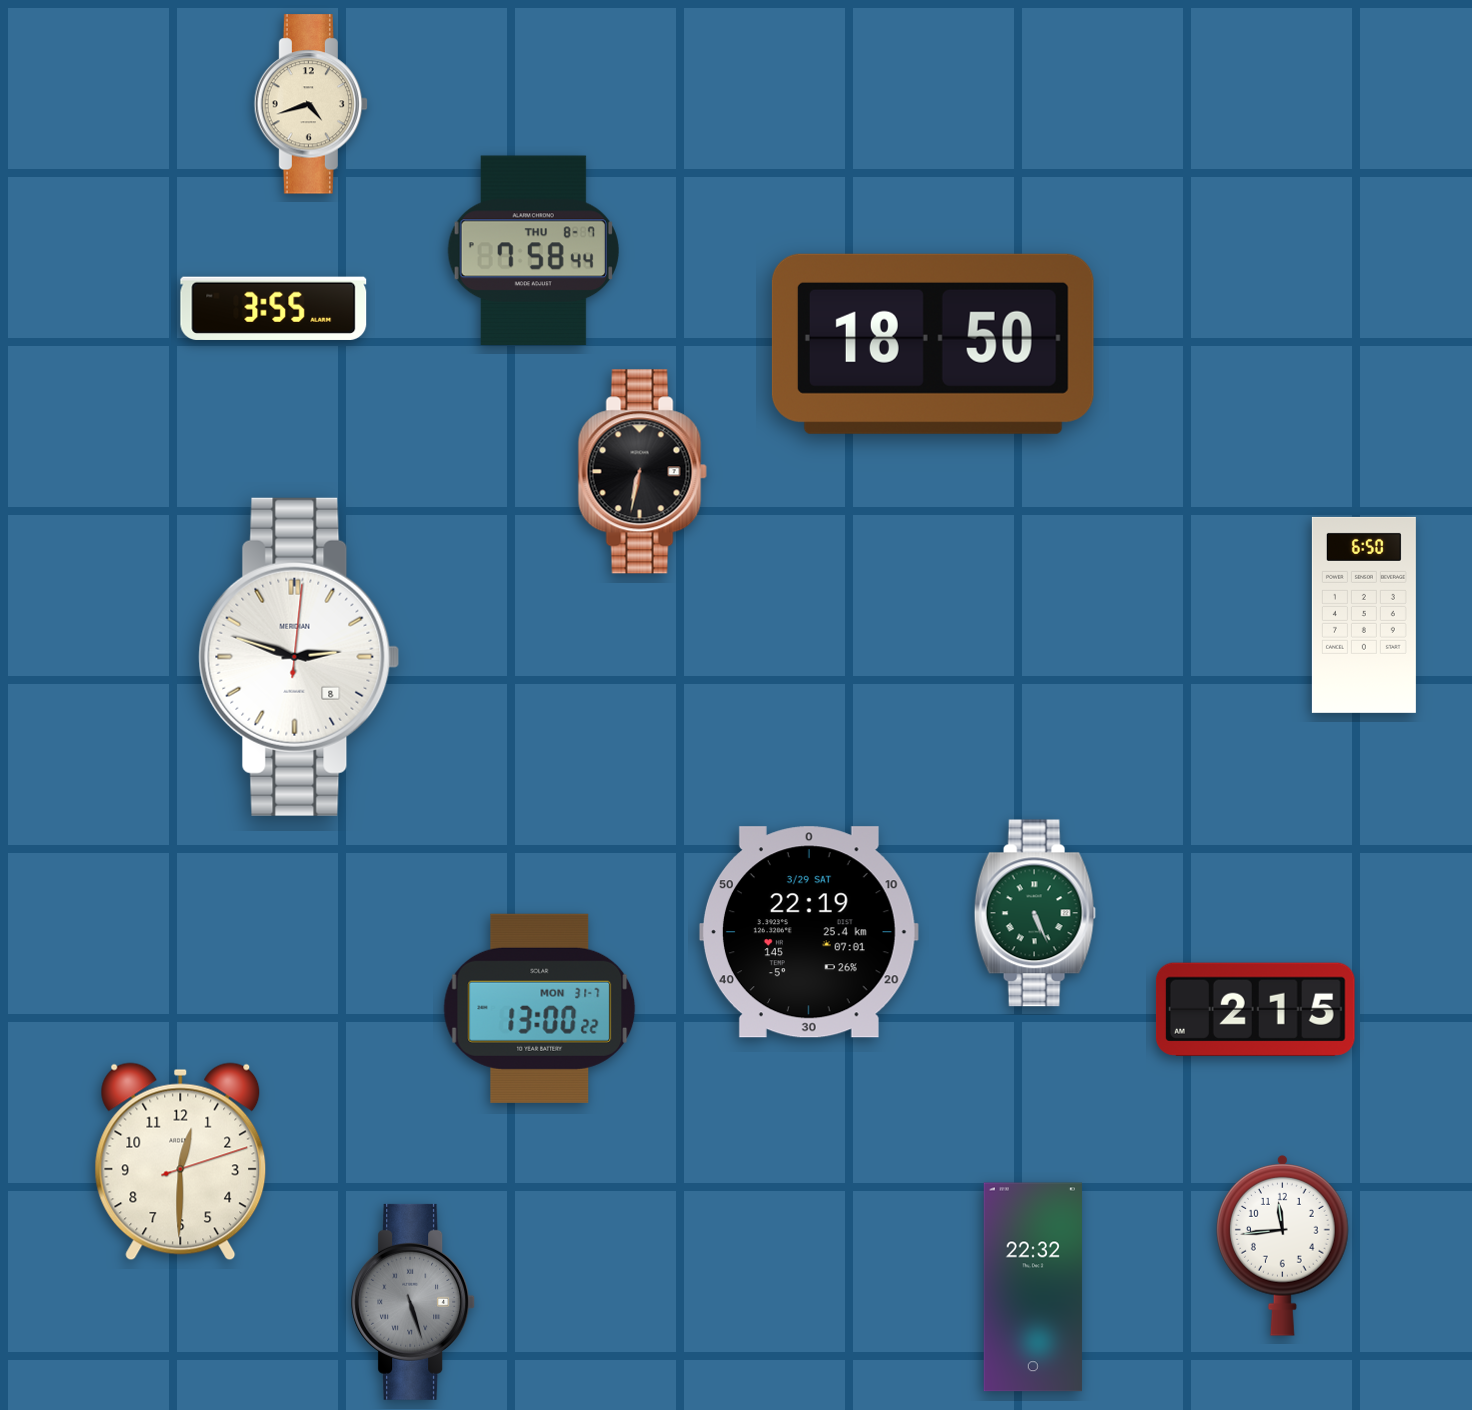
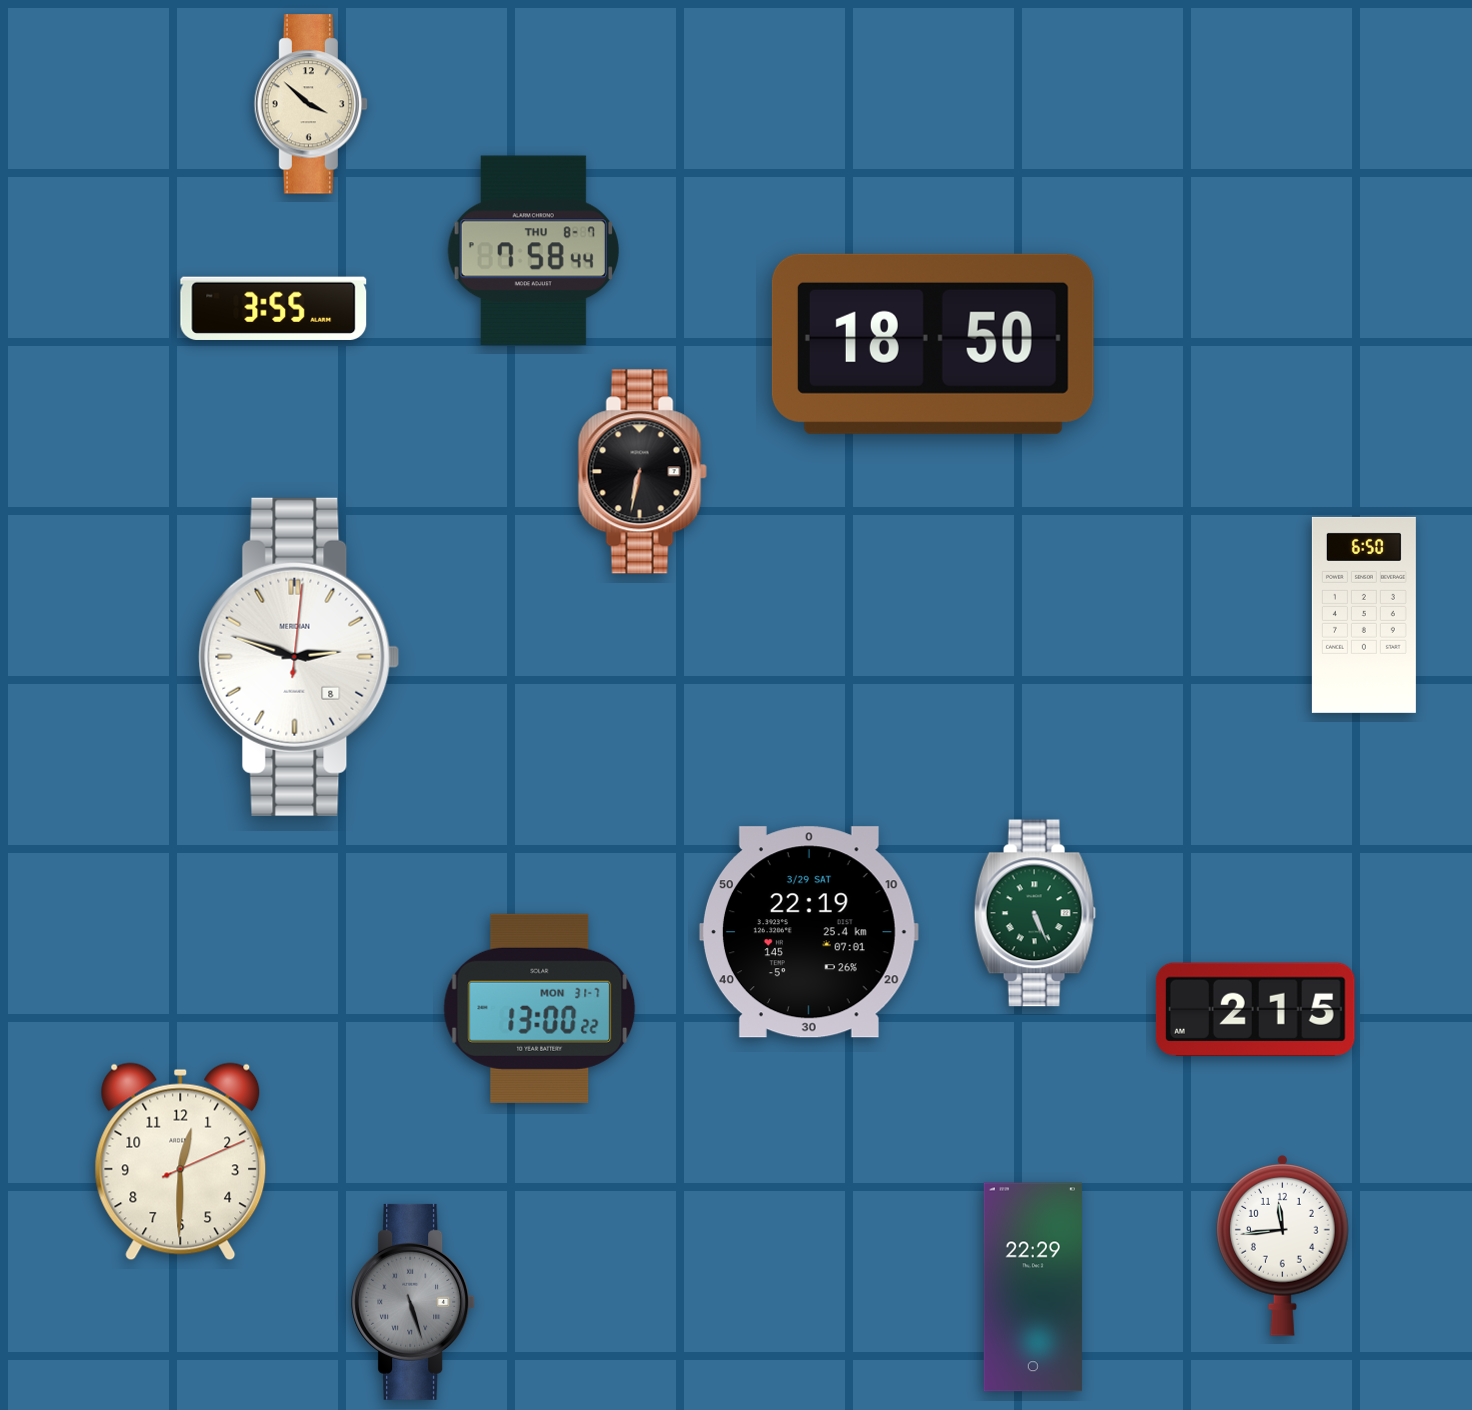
clock at (311, 104): 4:42 -> 3:52
clock at (181, 1162): 12:30:12 -> 12:30:11
clock at (1033, 1287): 22:32 -> 22:29
